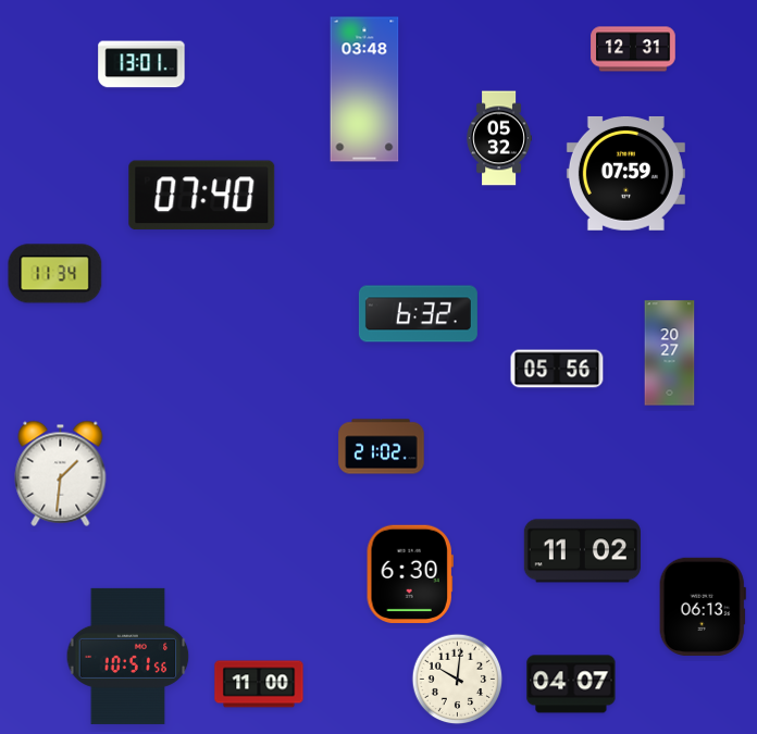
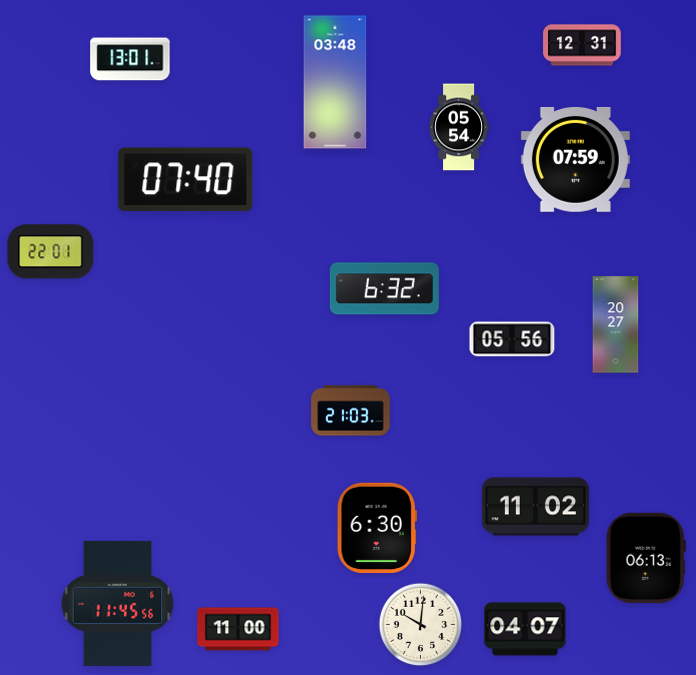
clock at (498, 138): 05:32 -> 05:54
clock at (55, 274): 11:34 -> 22:01
clock at (382, 447): 21:02 -> 21:03
clock at (61, 473): 1:31 -> none
clock at (128, 656): 10:51 -> 11:45
